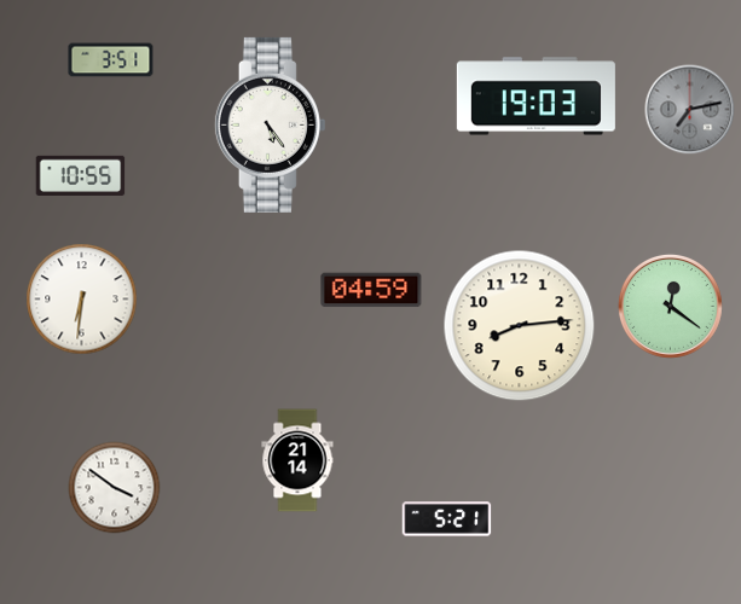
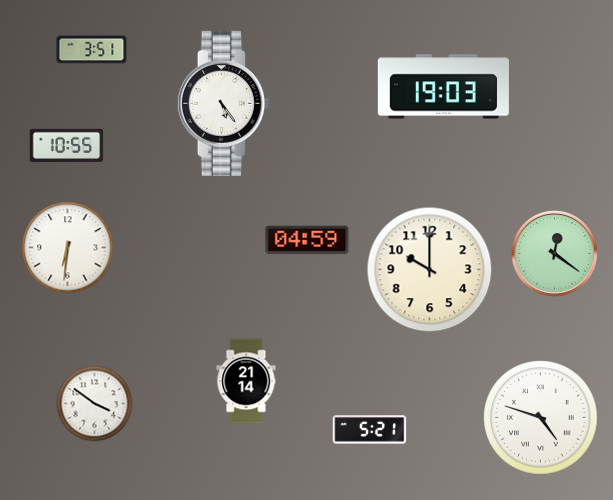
clock at (536, 97) position: (536, 97) -> (443, 87)
clock at (690, 110): 7:13 -> none
clock at (520, 326): 8:14 -> 10:00
clock at (541, 418): none -> 4:48
